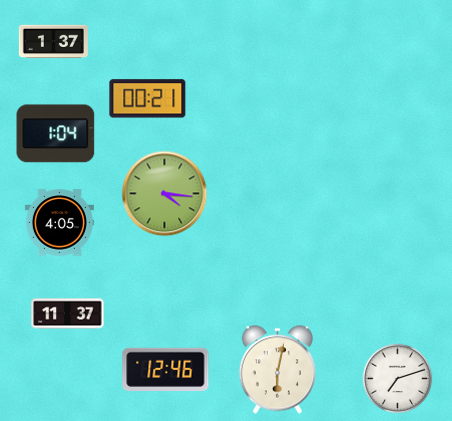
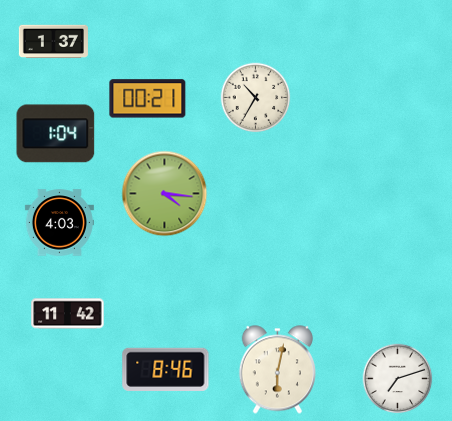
clock at (256, 98): none -> 10:35
clock at (59, 223): 4:05 -> 4:03
clock at (68, 314): 11:37 -> 11:42
clock at (166, 369): 12:46 -> 8:46
